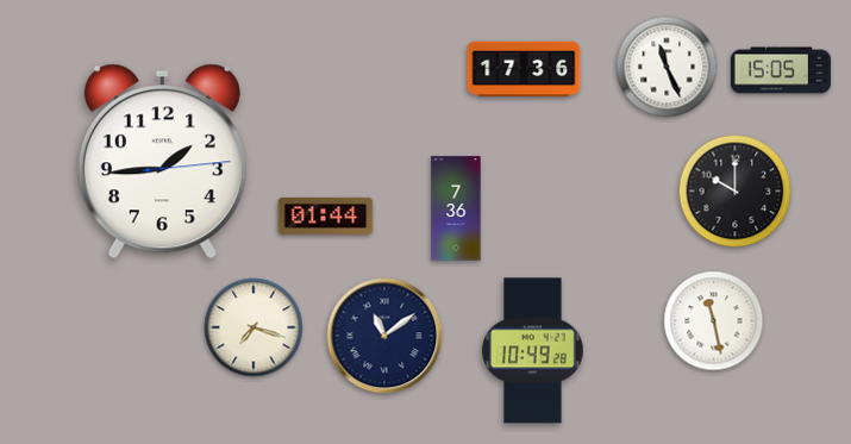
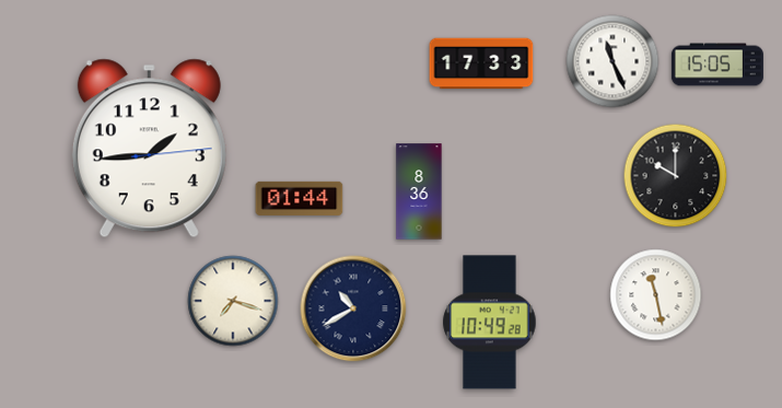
clock at (524, 69): 17:36 -> 17:33
clock at (456, 208): 7:36 -> 8:36
clock at (384, 336): 11:09 -> 10:40
